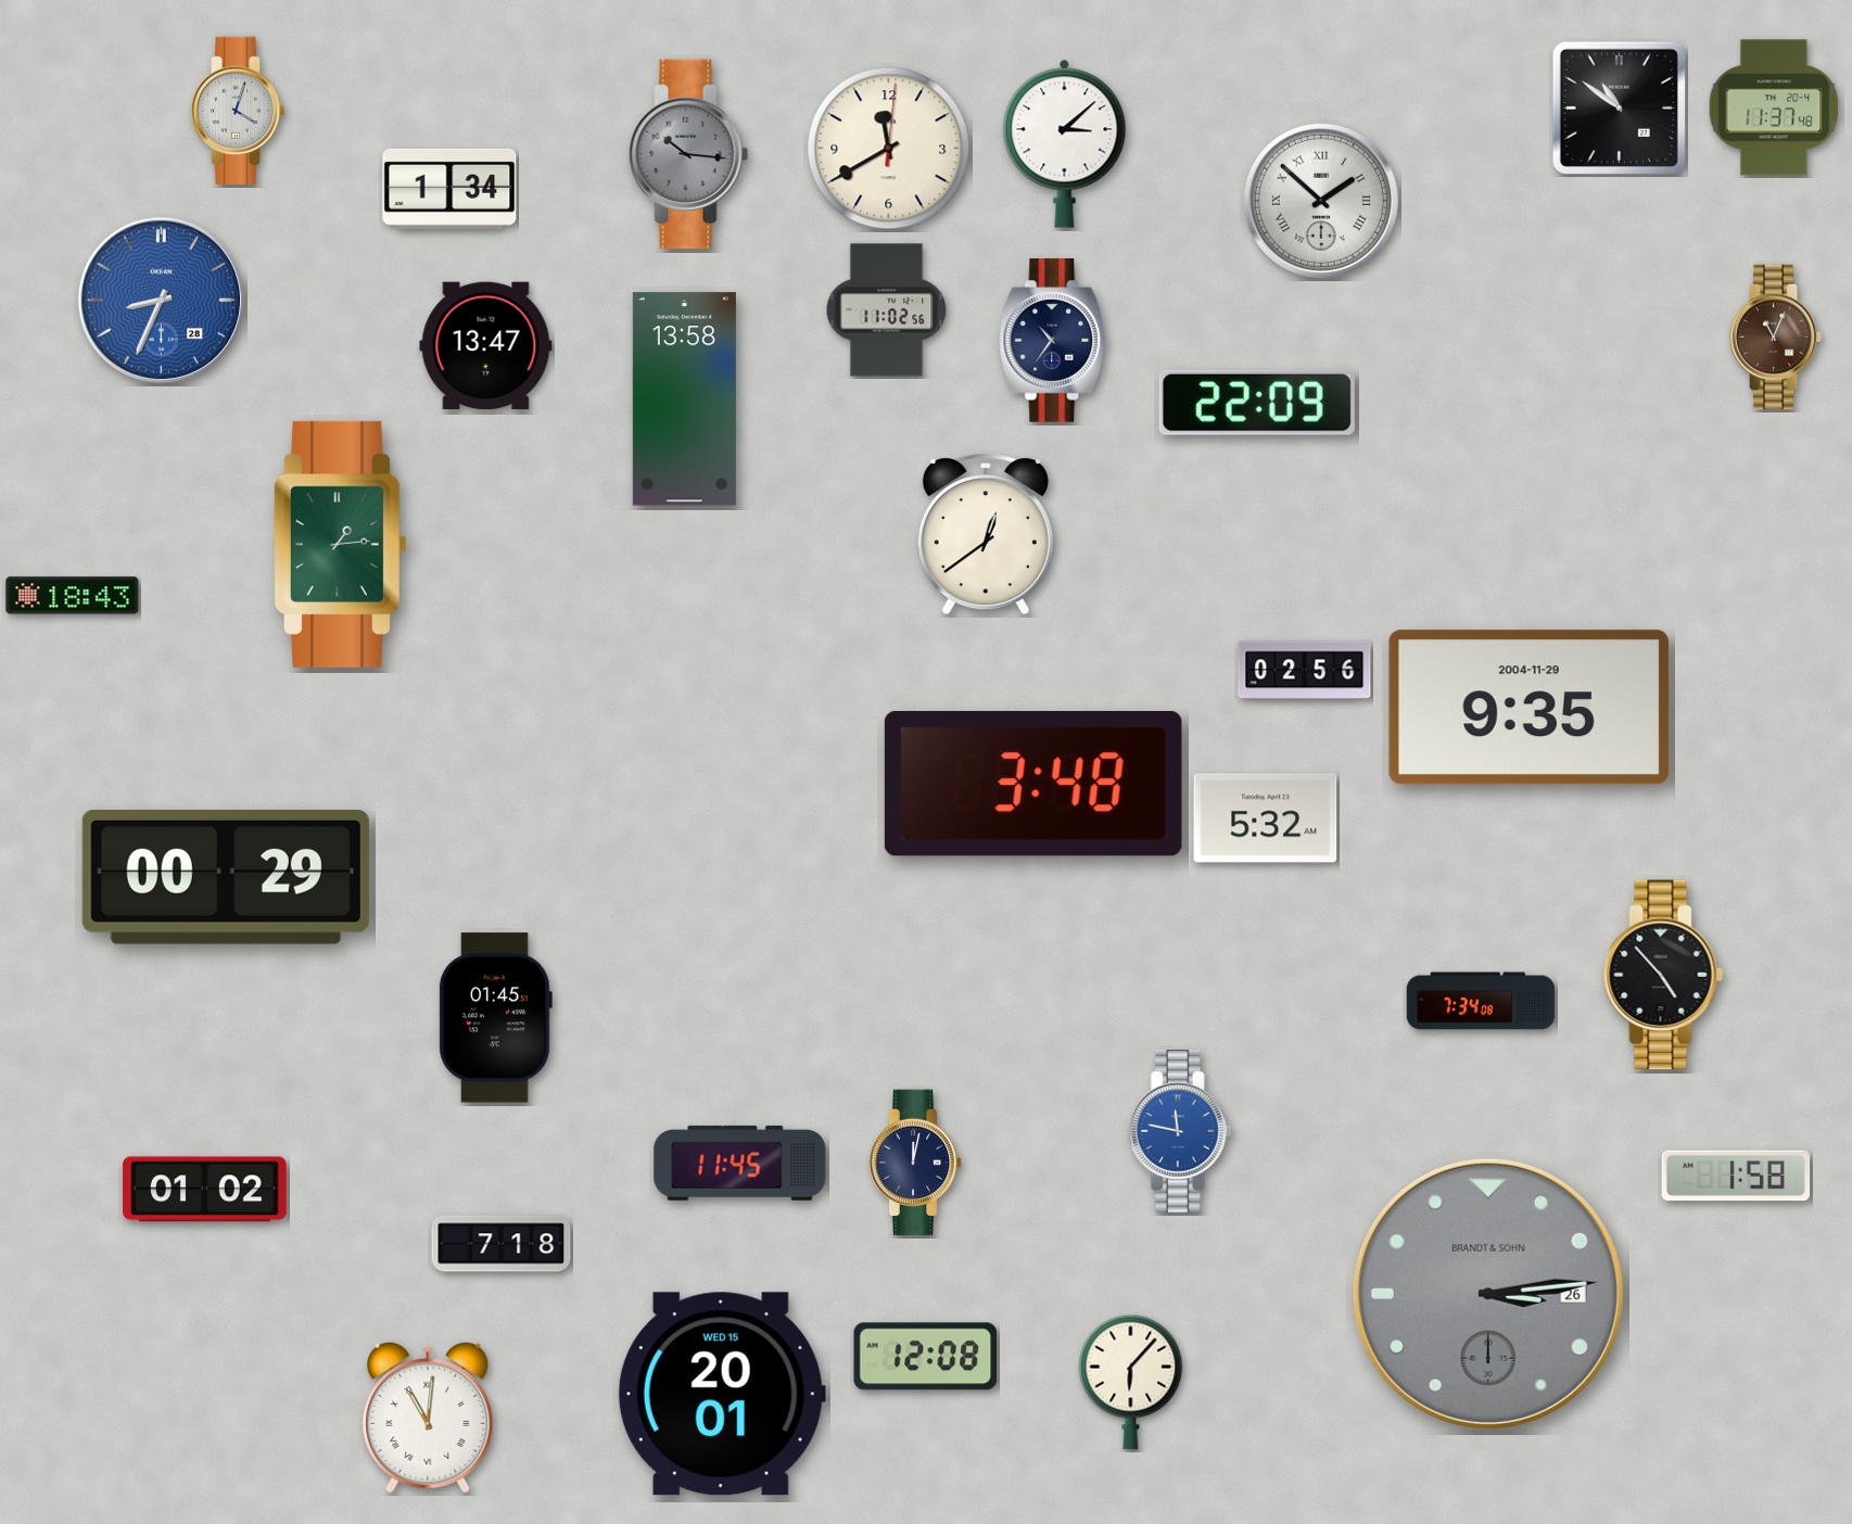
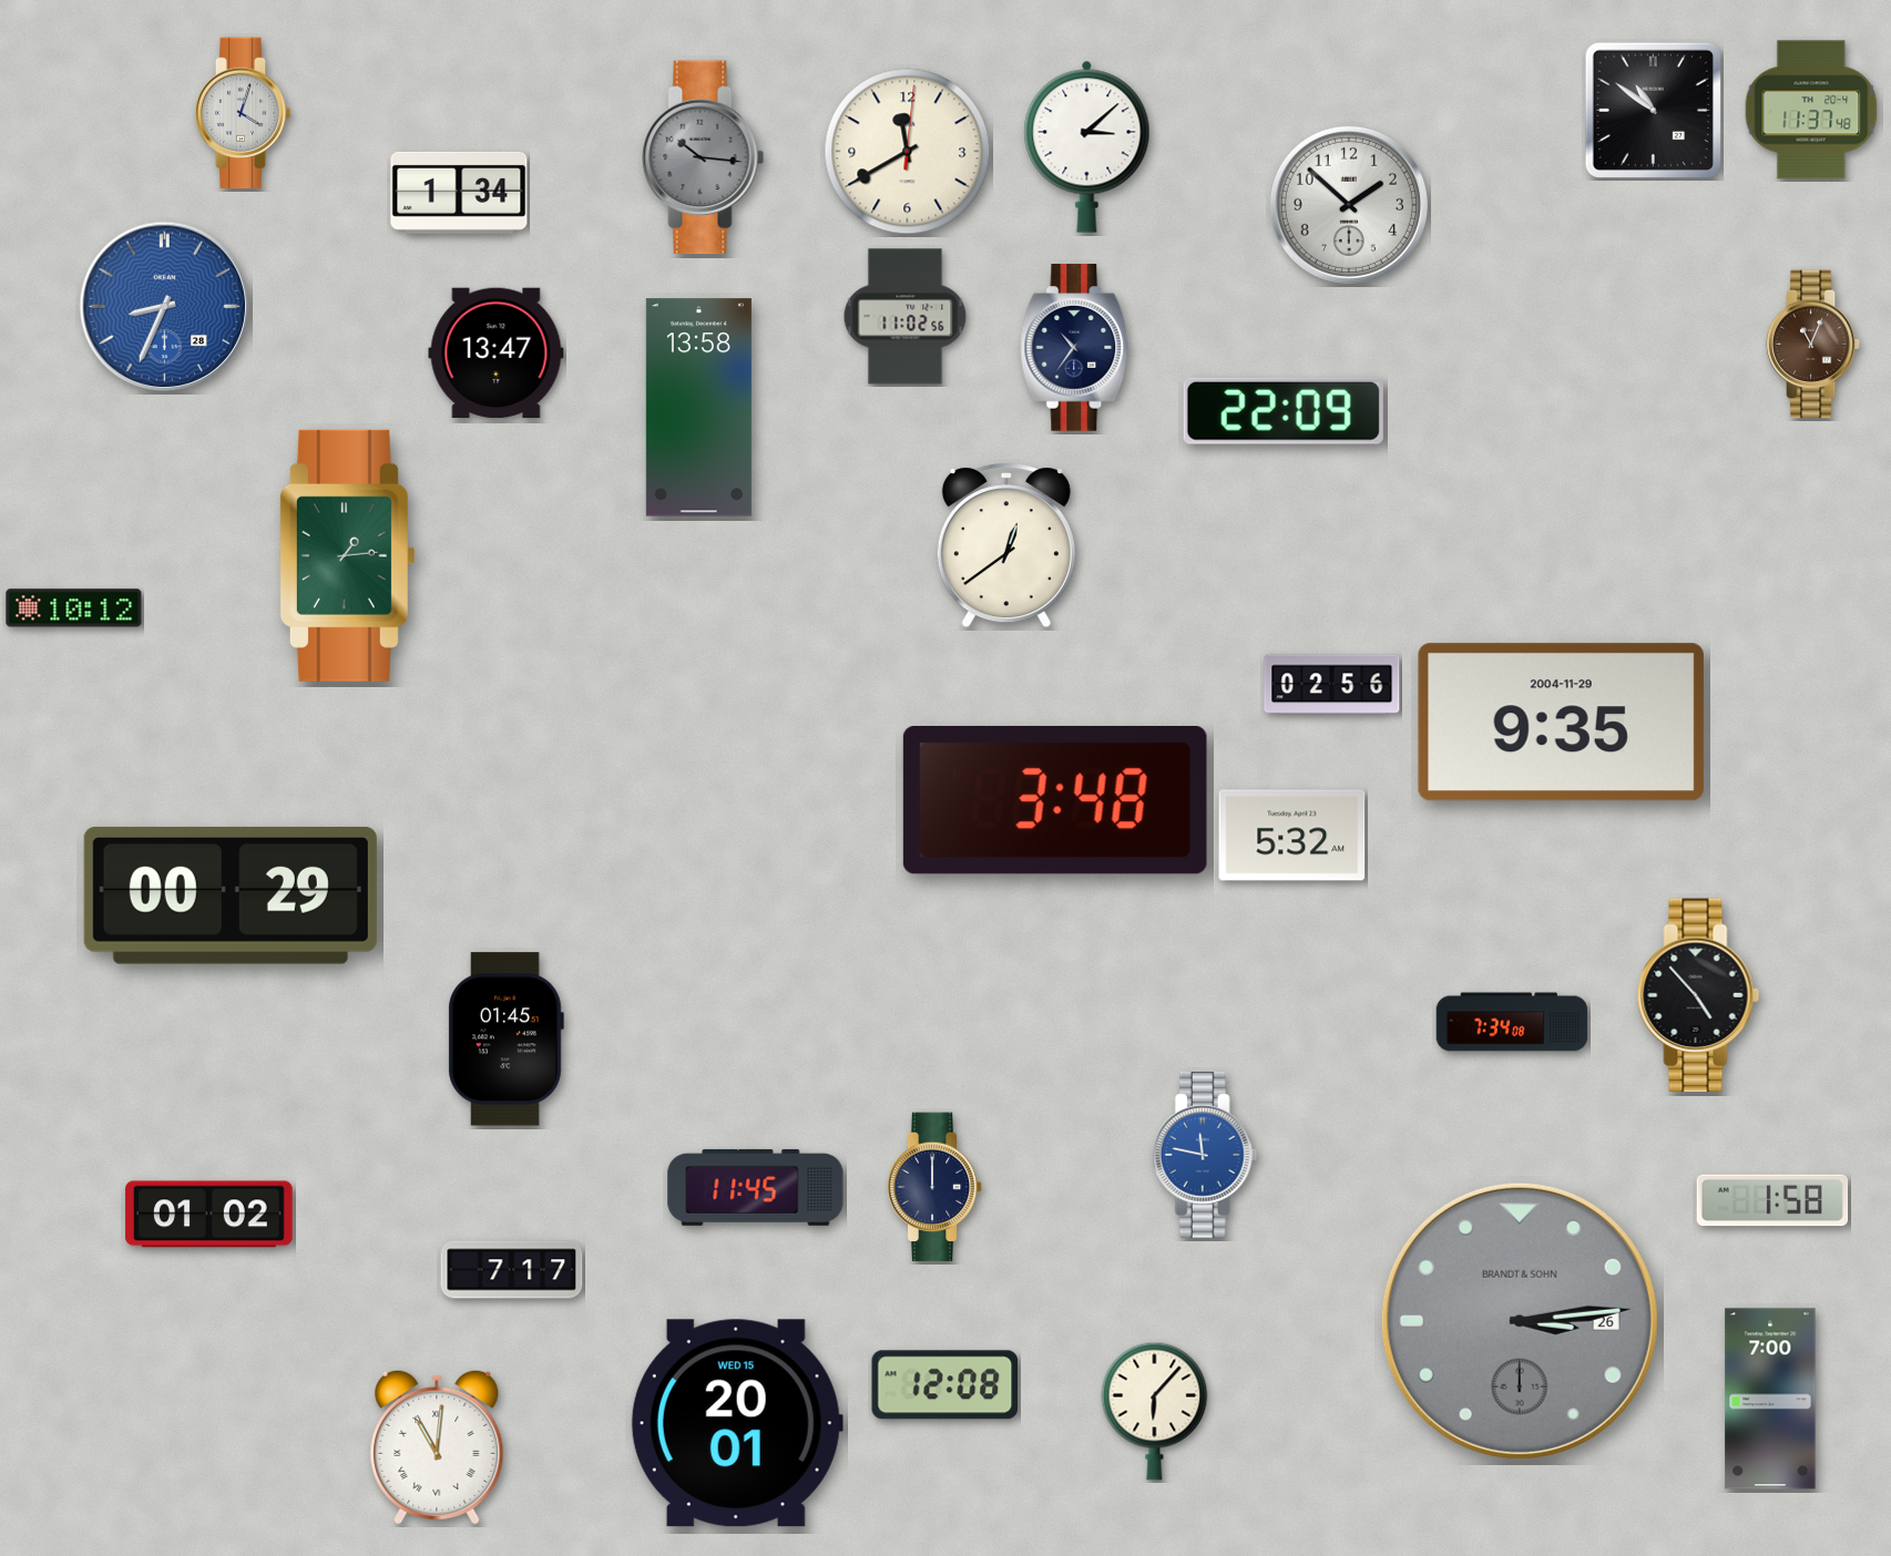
clock at (1321, 201) numerals: Roman -> Arabic
clock at (73, 596): 18:43 -> 10:12
clock at (915, 1163): 12:02 -> 12:00
clock at (502, 1244): 7:18 -> 7:17
clock at (1770, 1399): none -> 7:00
